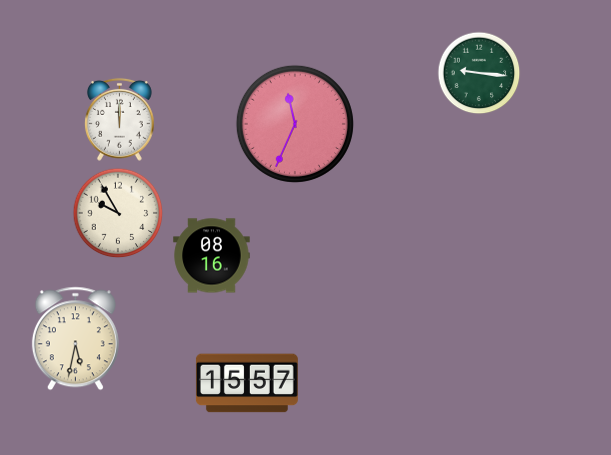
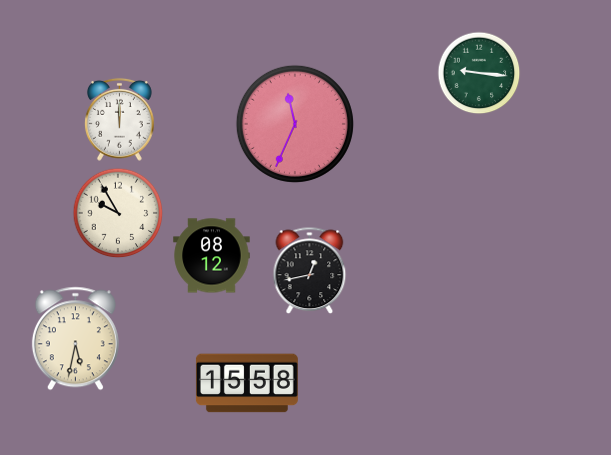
clock at (212, 256): 08:16 -> 08:12
clock at (310, 271): none -> 12:43
clock at (247, 383): 15:57 -> 15:58
